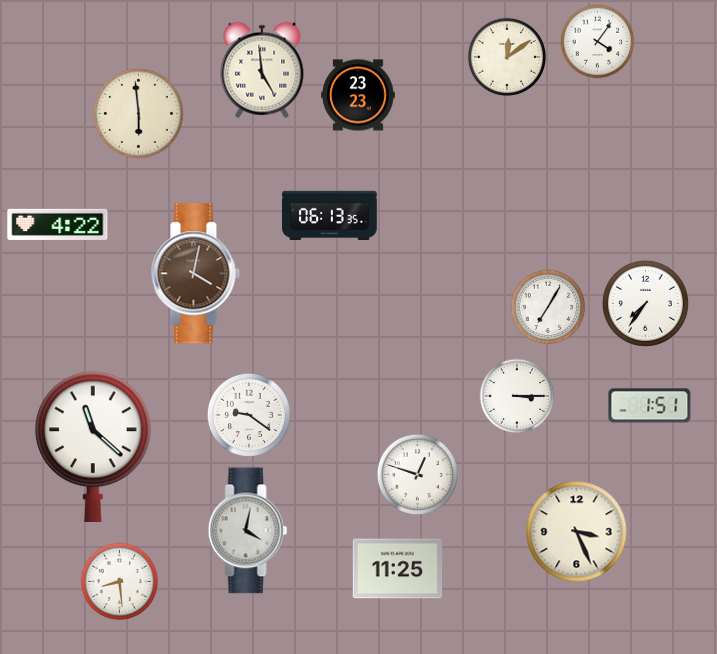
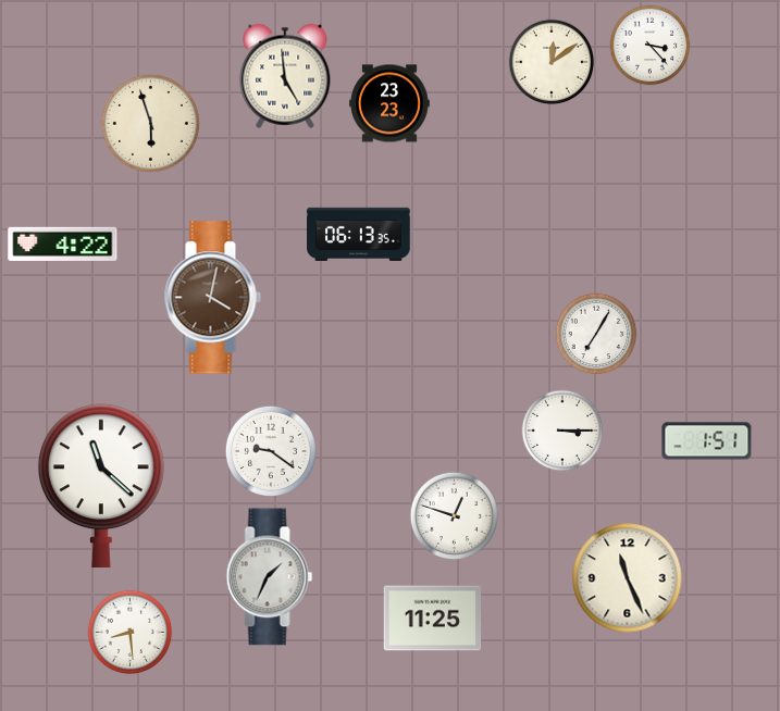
clock at (598, 42): 4:06 -> 3:23
clock at (139, 114): 5:59 -> 5:57
clock at (645, 303): 7:36 -> none
clock at (248, 531): 4:02 -> 1:34
clock at (577, 532): 3:26 -> 11:26
